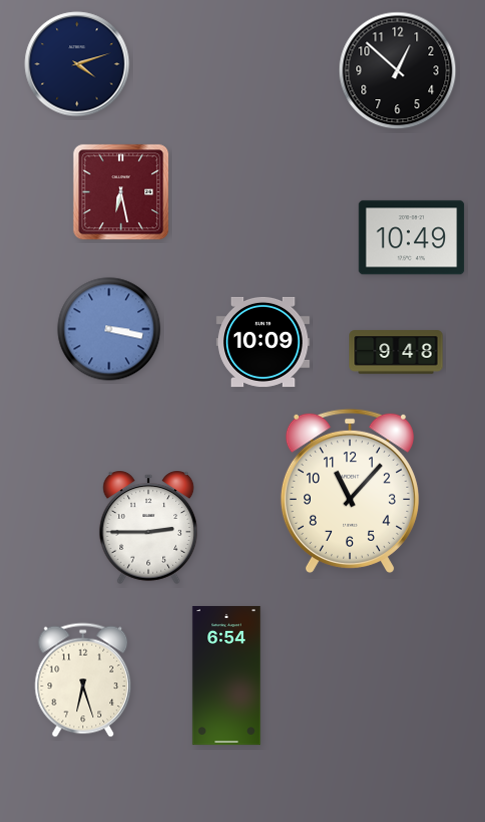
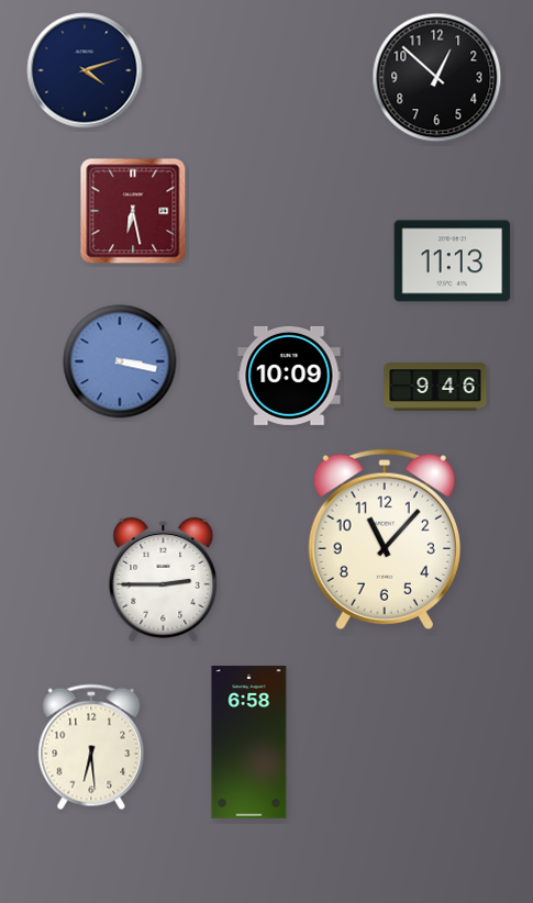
clock at (412, 238): 10:49 -> 11:13
clock at (396, 352): 9:48 -> 9:46
clock at (227, 676): 6:54 -> 6:58
clock at (83, 680): 6:27 -> 6:29
